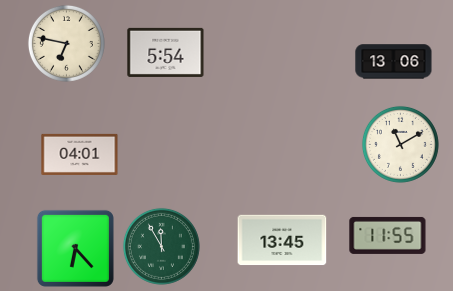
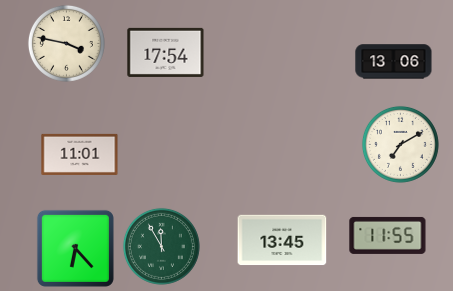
clock at (66, 43): 6:47 -> 3:47
clock at (166, 52): 5:54 -> 17:54
clock at (400, 144): 11:10 -> 7:10
clock at (80, 154): 04:01 -> 11:01
